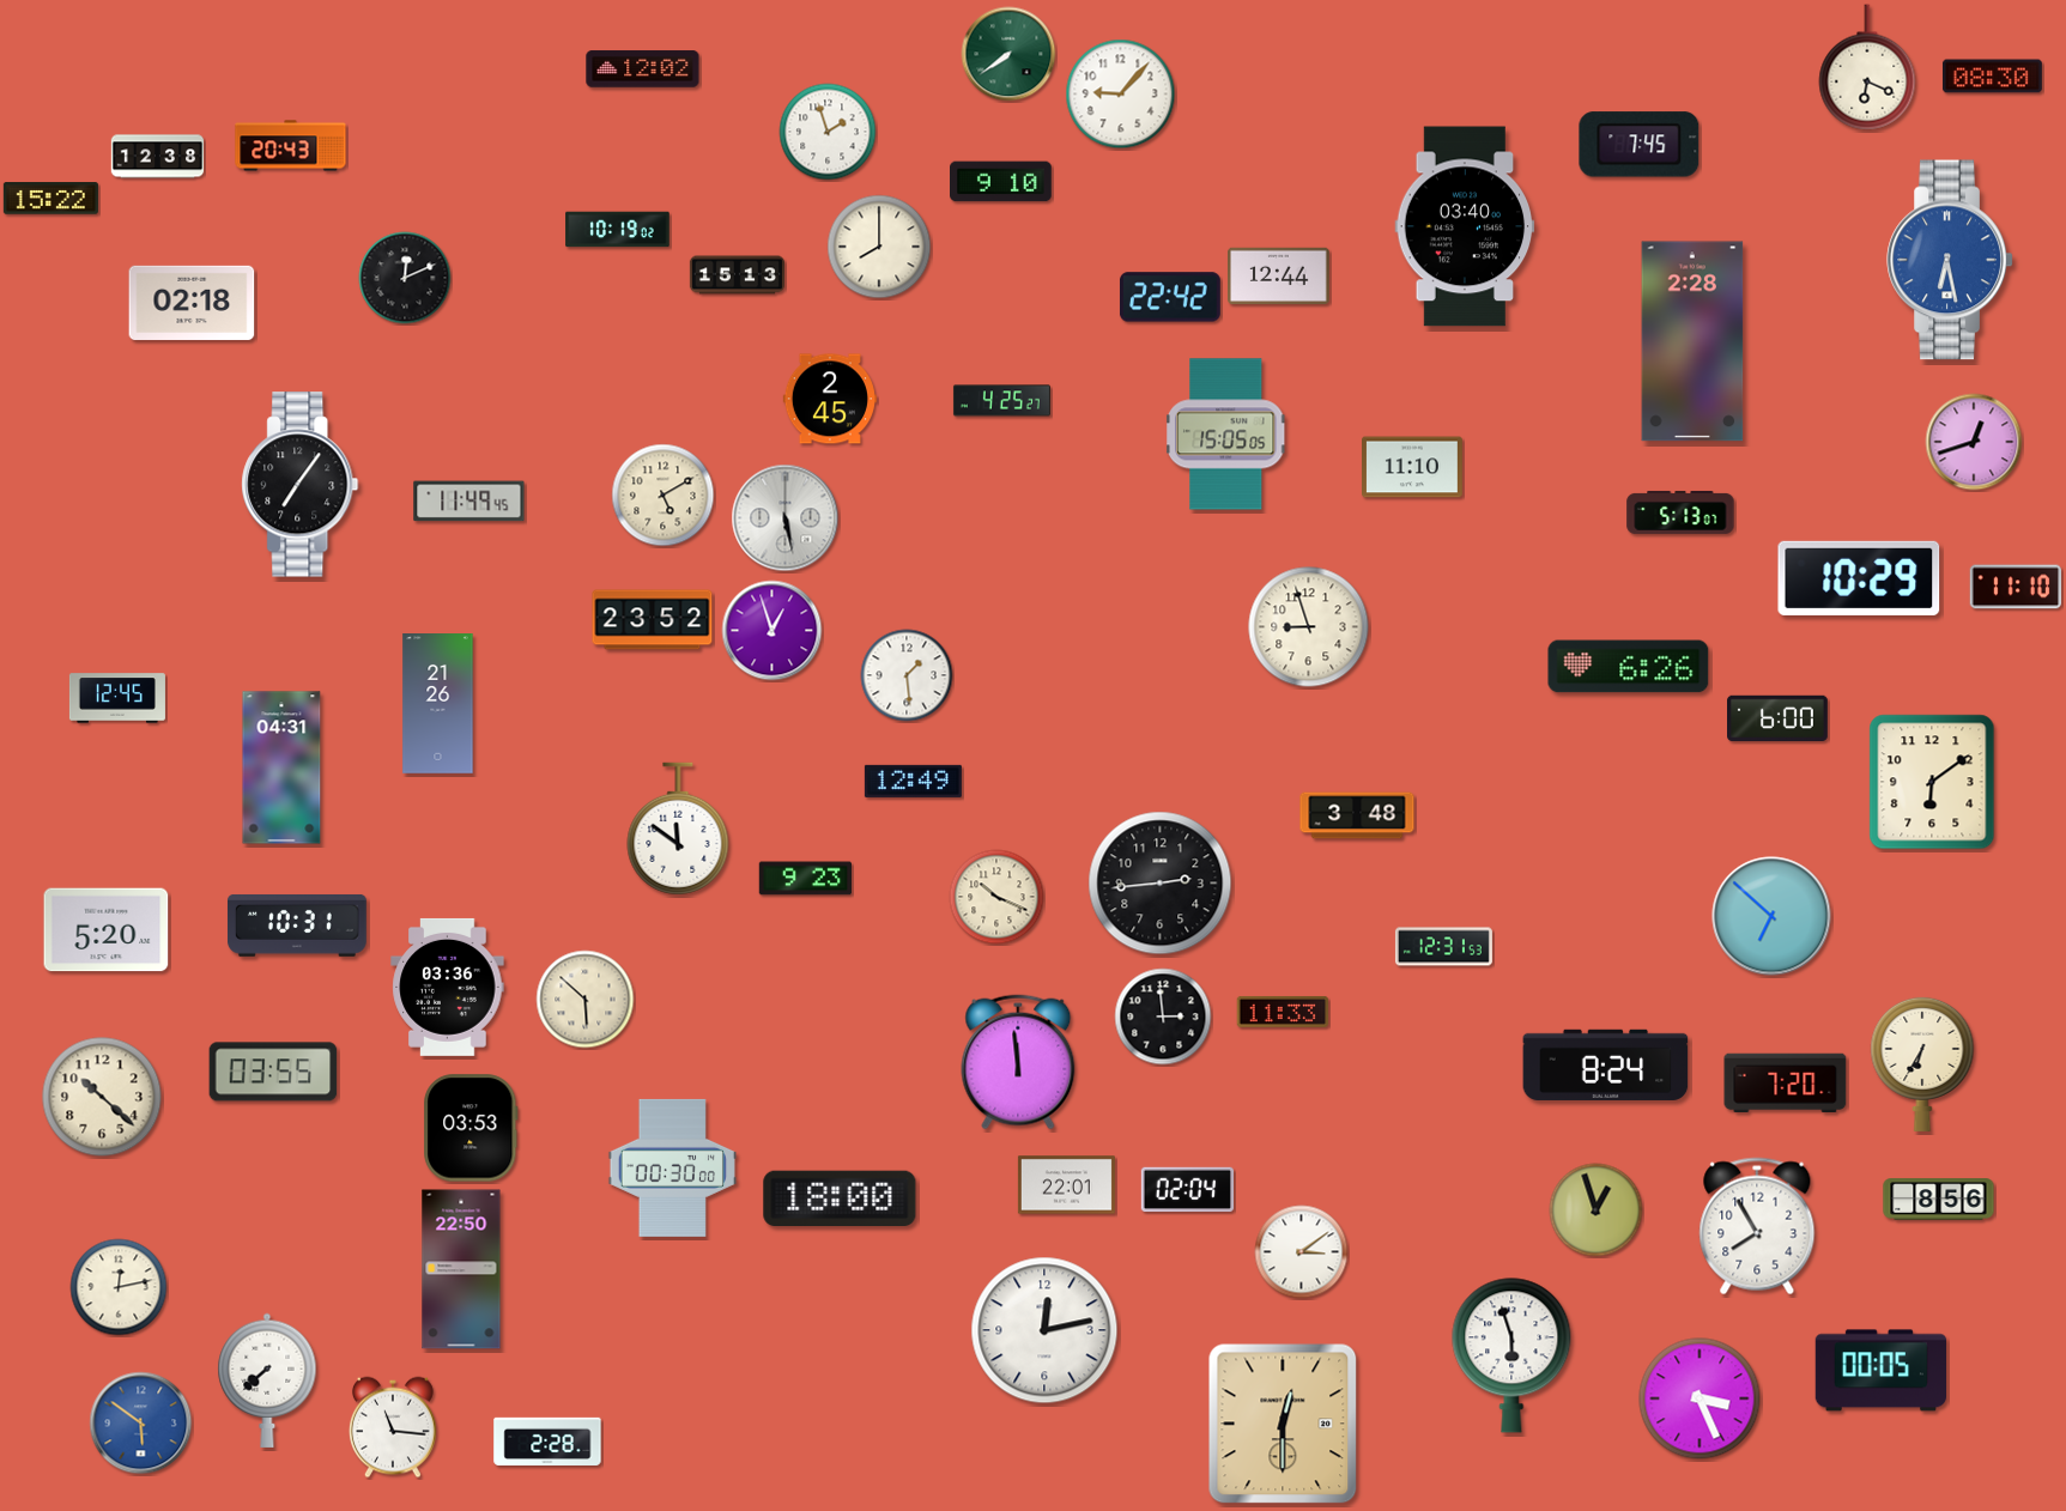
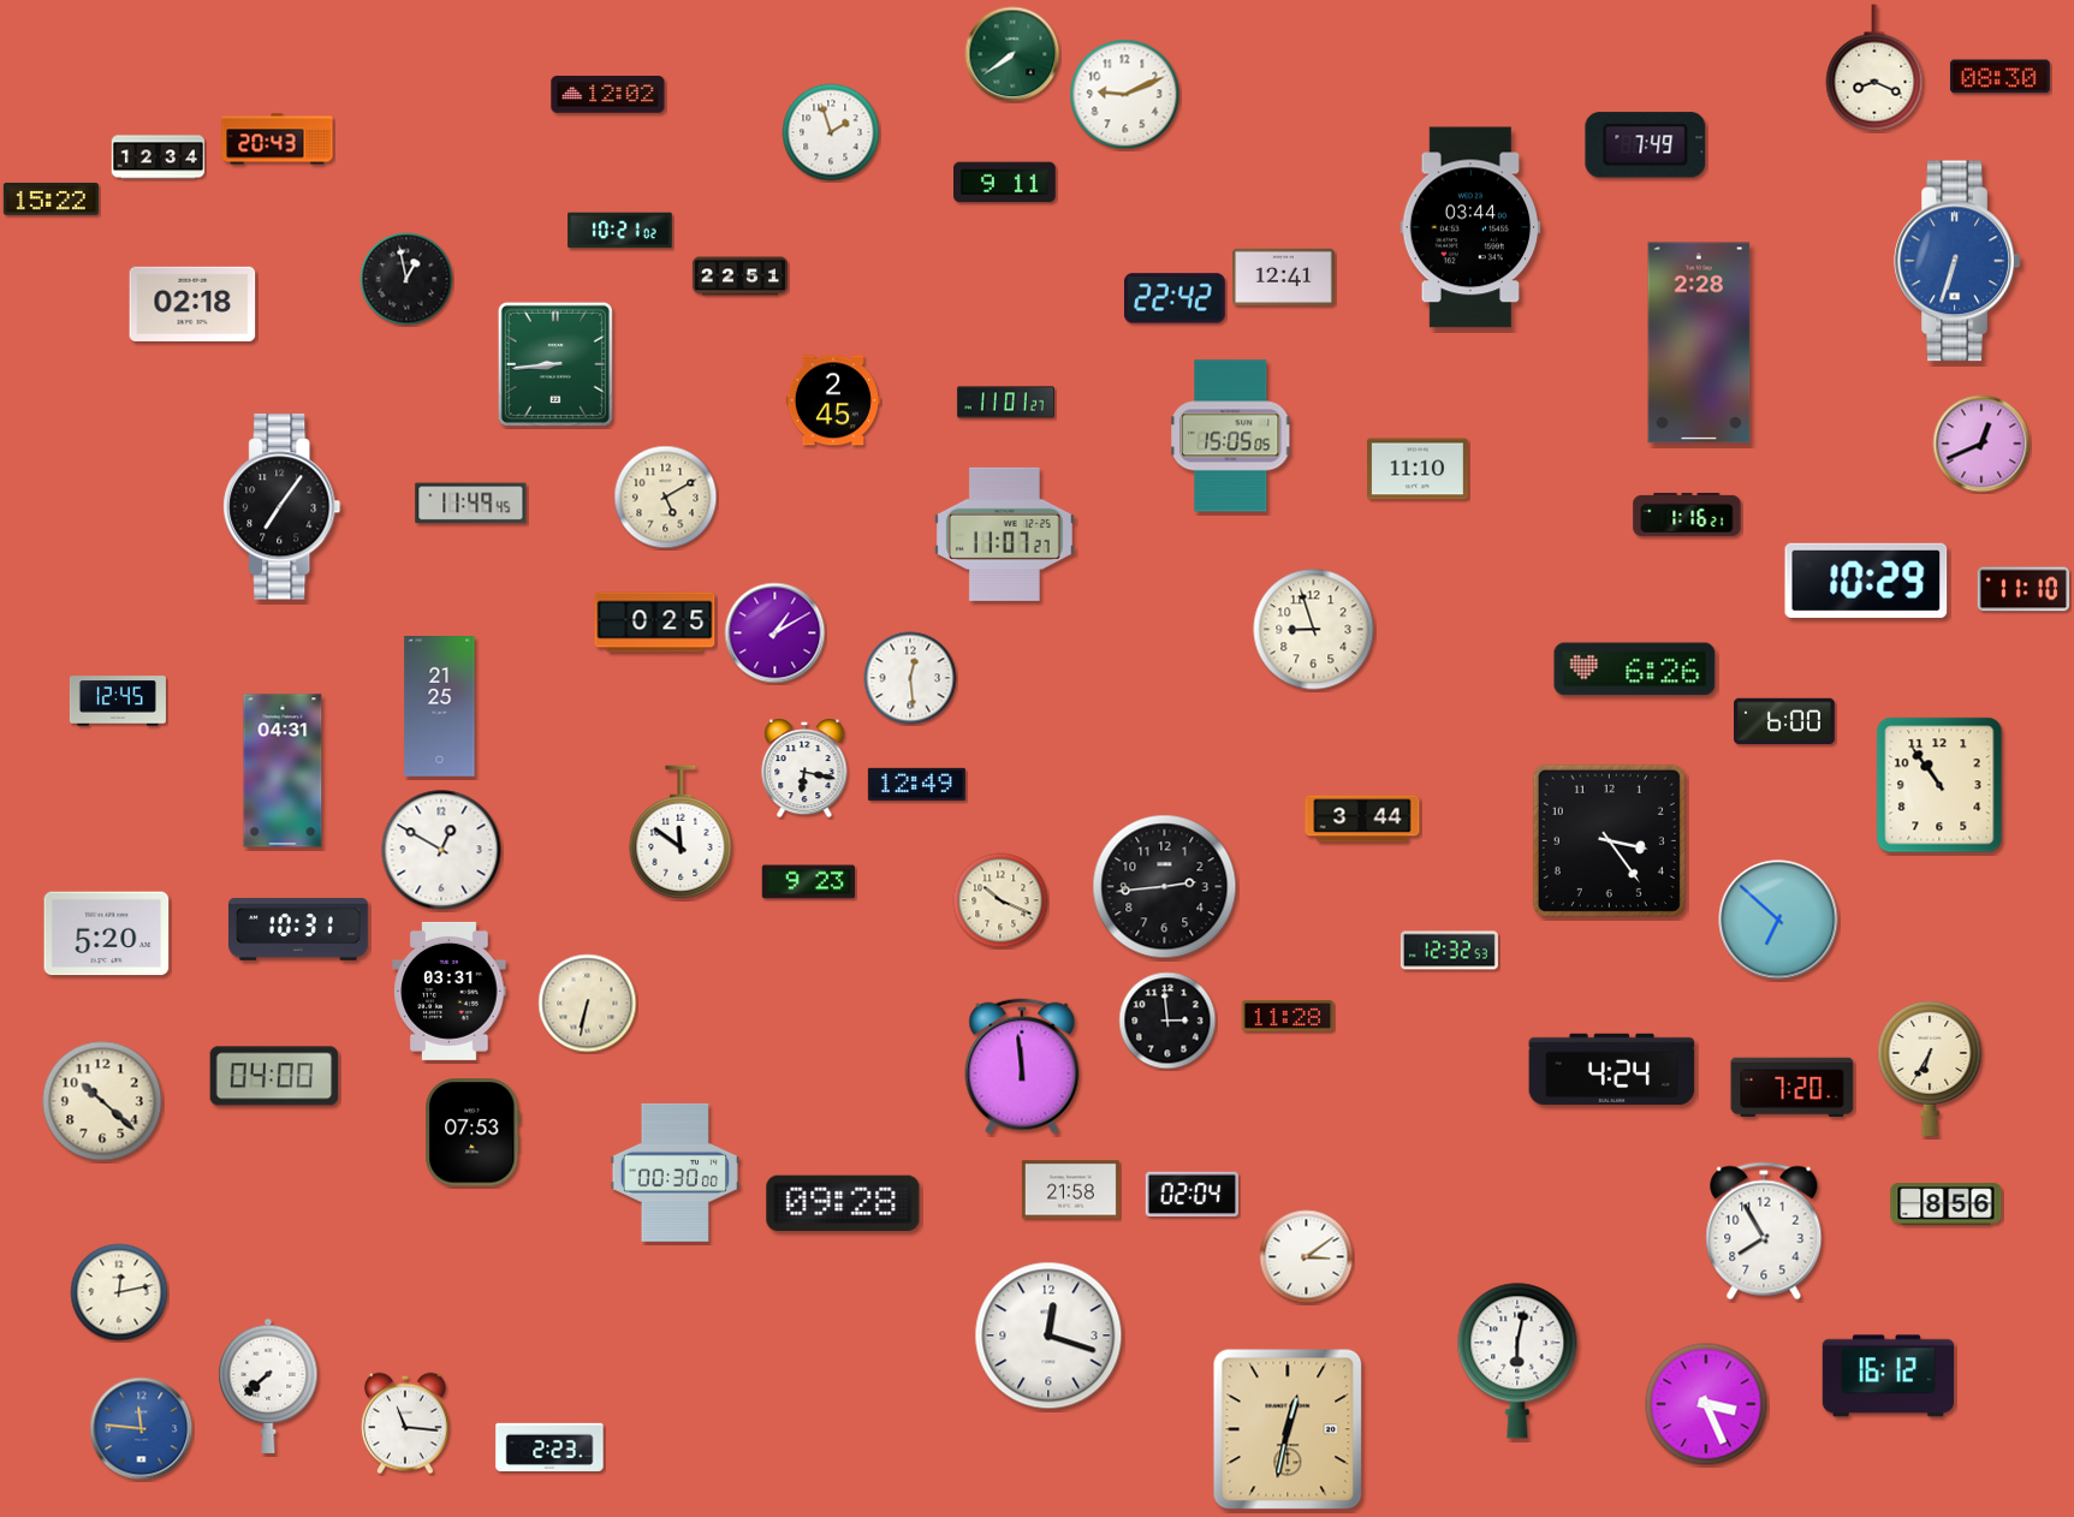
clock at (1867, 67): 6:19 -> 8:19
clock at (643, 69) position: (643, 69) -> (608, 95)
clock at (1121, 95): 9:07 -> 9:11
clock at (1640, 145): 7:45 -> 7:49
clock at (291, 146) position: (291, 146) -> (278, 139)
clock at (158, 157): 12:38 -> 12:34
clock at (1001, 182): 9:10 -> 9:11
clock at (1465, 226): 03:40 -> 03:44
clock at (618, 230): 10:19 -> 10:21
clock at (879, 247): 8:00 -> none
clock at (1950, 260): 6:28 -> 6:33
clock at (737, 275): 15:13 -> 22:51
clock at (1279, 277): 12:44 -> 12:41
clock at (405, 278): 12:11 -> 12:58
clock at (555, 364): none -> 8:44
clock at (1001, 401): 4:25 -> 11:01
clock at (1974, 442): 12:42 -> 12:41
clock at (301, 485) position: (301, 485) -> (283, 507)
clock at (1680, 512): 5:13 -> 1:16
clock at (786, 518): 5:28 -> none
clock at (1004, 534): none -> 11:07
clock at (653, 620): 23:52 -> 0:25
clock at (773, 631): 12:57 -> 1:10
clock at (907, 675): 1:29 -> 12:29
clock at (438, 704): 21:26 -> 21:25
clock at (804, 768): none -> 6:17
clock at (1932, 782): 6:09 -> 10:54
clock at (1357, 815): 3:48 -> 3:44
clock at (1609, 840): none -> 3:24
clock at (441, 850): none -> 12:50
clock at (1443, 947): 12:31 -> 12:32
clock at (448, 987): 03:36 -> 03:31
clock at (586, 1000): 5:52 -> 6:32
clock at (1283, 1012): 11:33 -> 11:28
clock at (1606, 1064): 8:24 -> 4:24
clock at (273, 1072): 03:55 -> 04:00
clock at (471, 1128): 03:53 -> 07:53
clock at (1066, 1185): 22:01 -> 21:58
clock at (840, 1197): 18:00 -> 09:28
clock at (1597, 1210): 12:57 -> none
clock at (461, 1269): 22:50 -> none
clock at (1044, 1330): 12:13 -> 12:18
clock at (1511, 1355): 5:57 -> 6:02
clock at (1880, 1371): 00:05 -> 16:12
clock at (141, 1424): 5:51 -> 11:46
clock at (1283, 1424): 12:30 -> 12:32
clock at (393, 1427) position: (393, 1427) -> (405, 1423)
clock at (547, 1440): 2:28 -> 2:23
